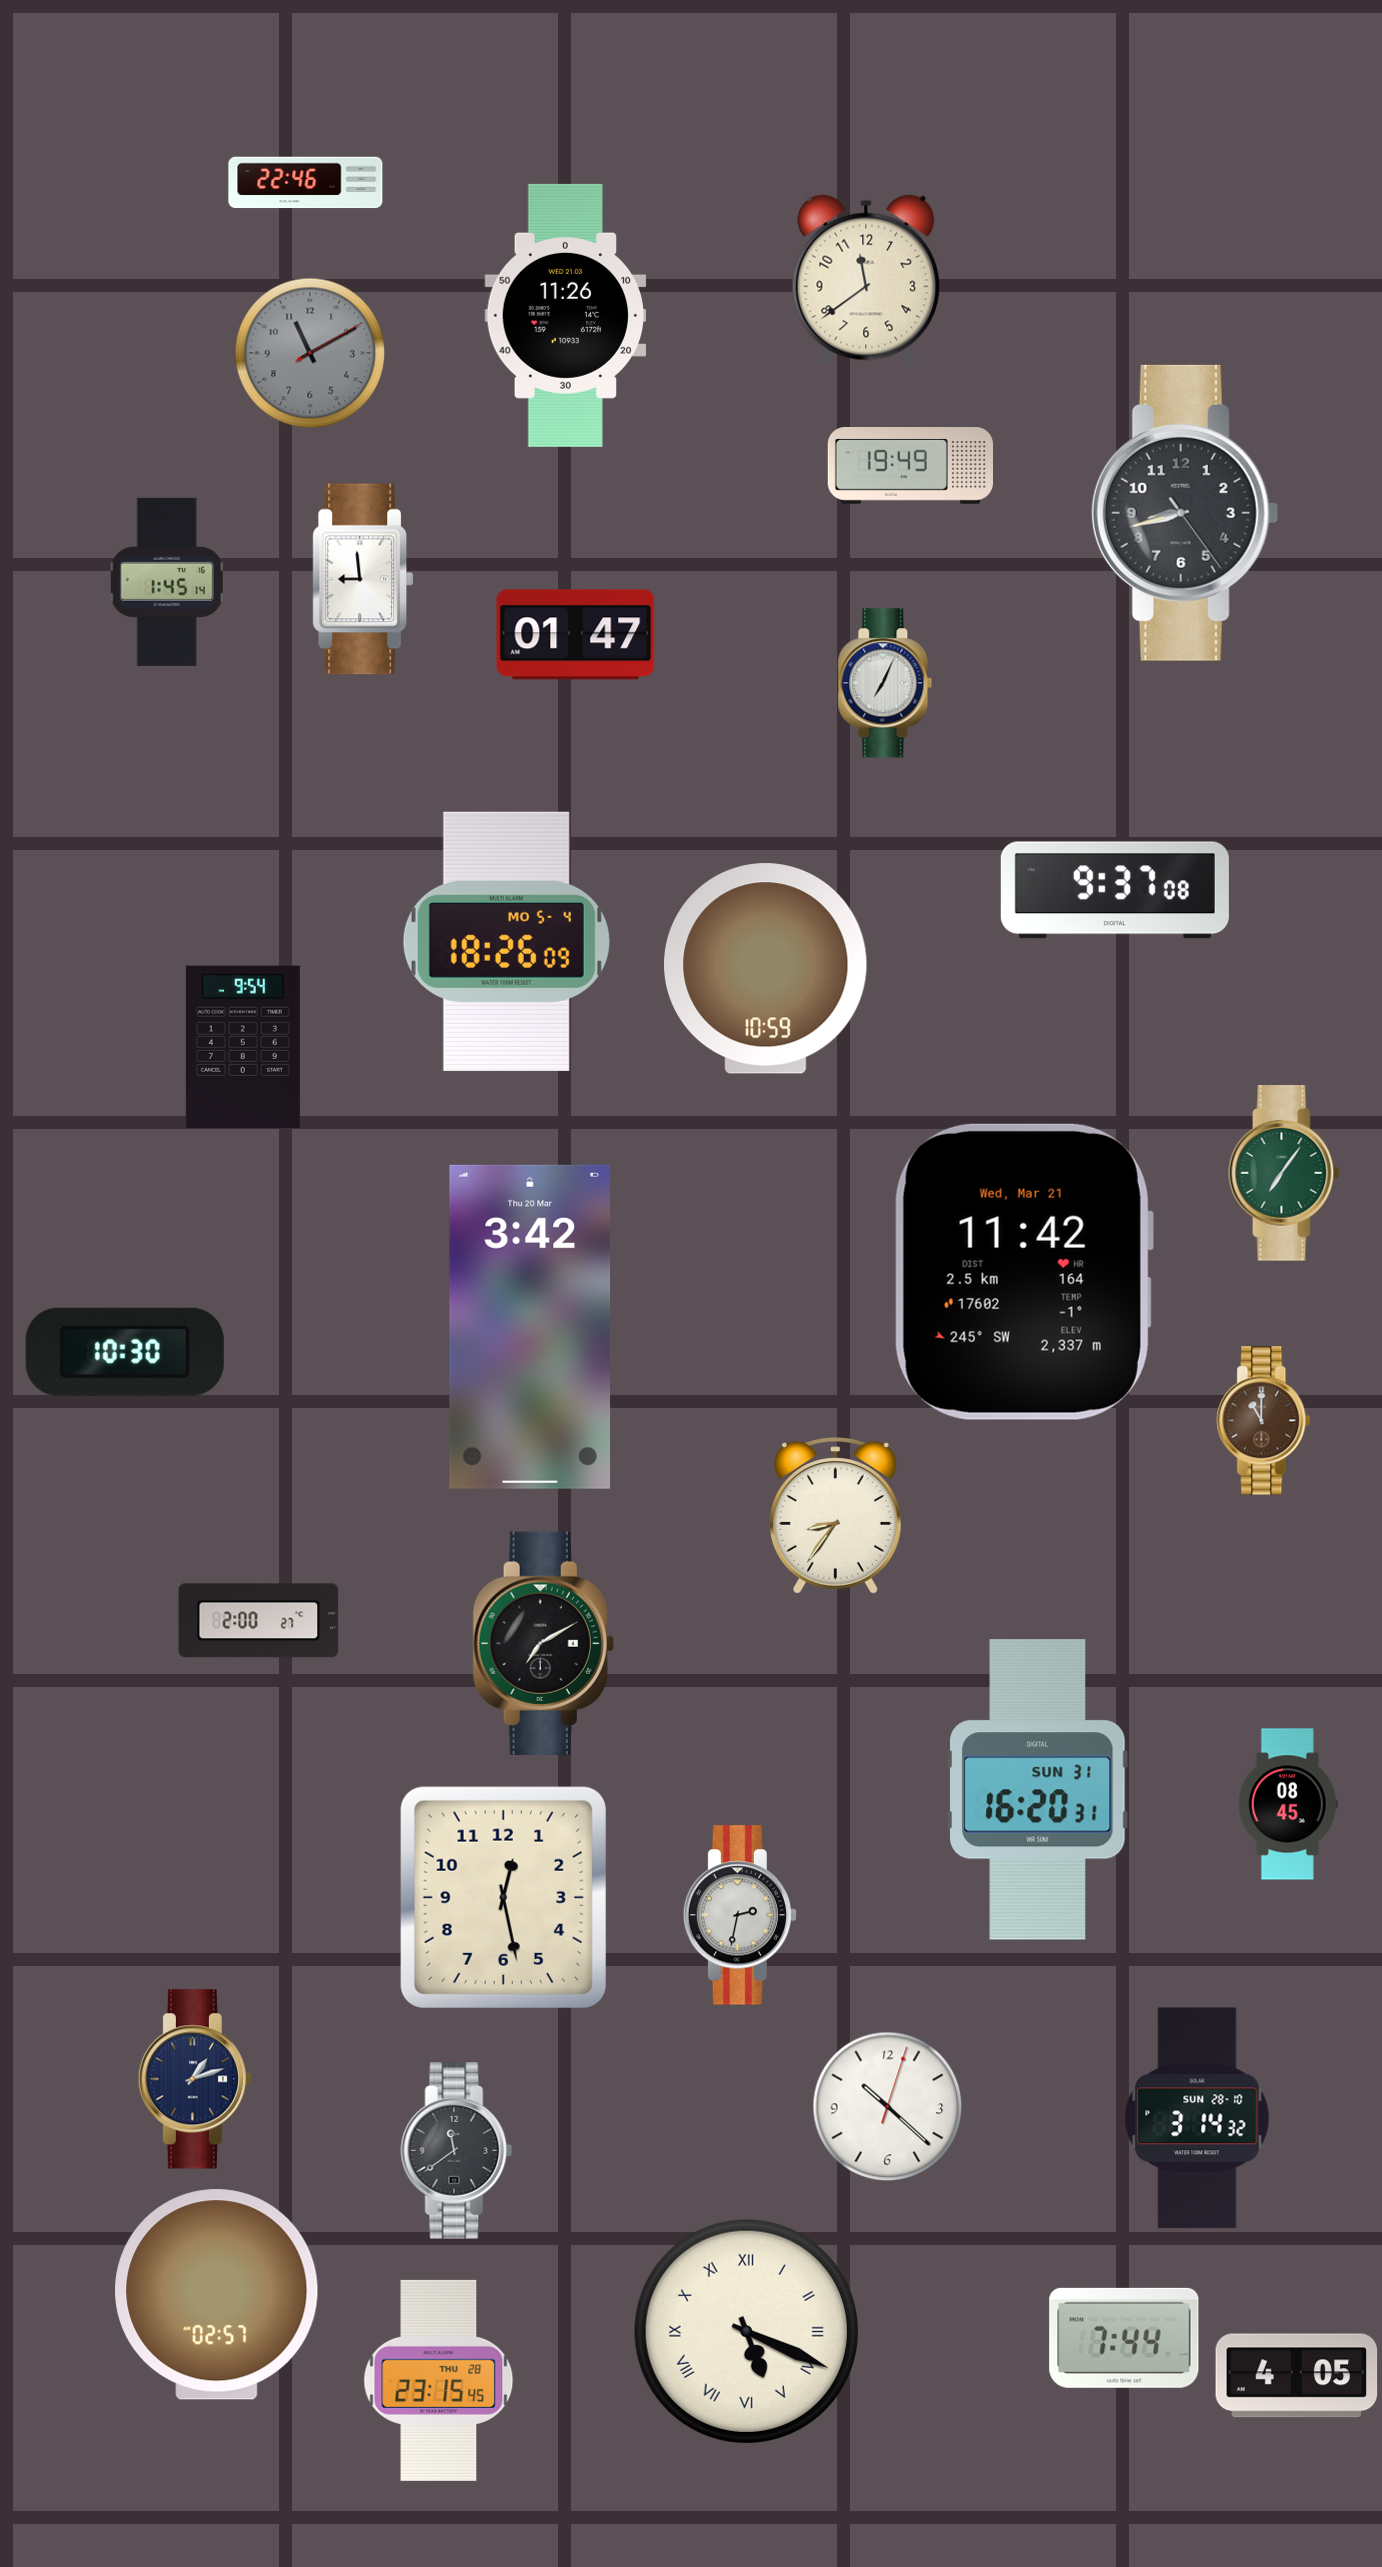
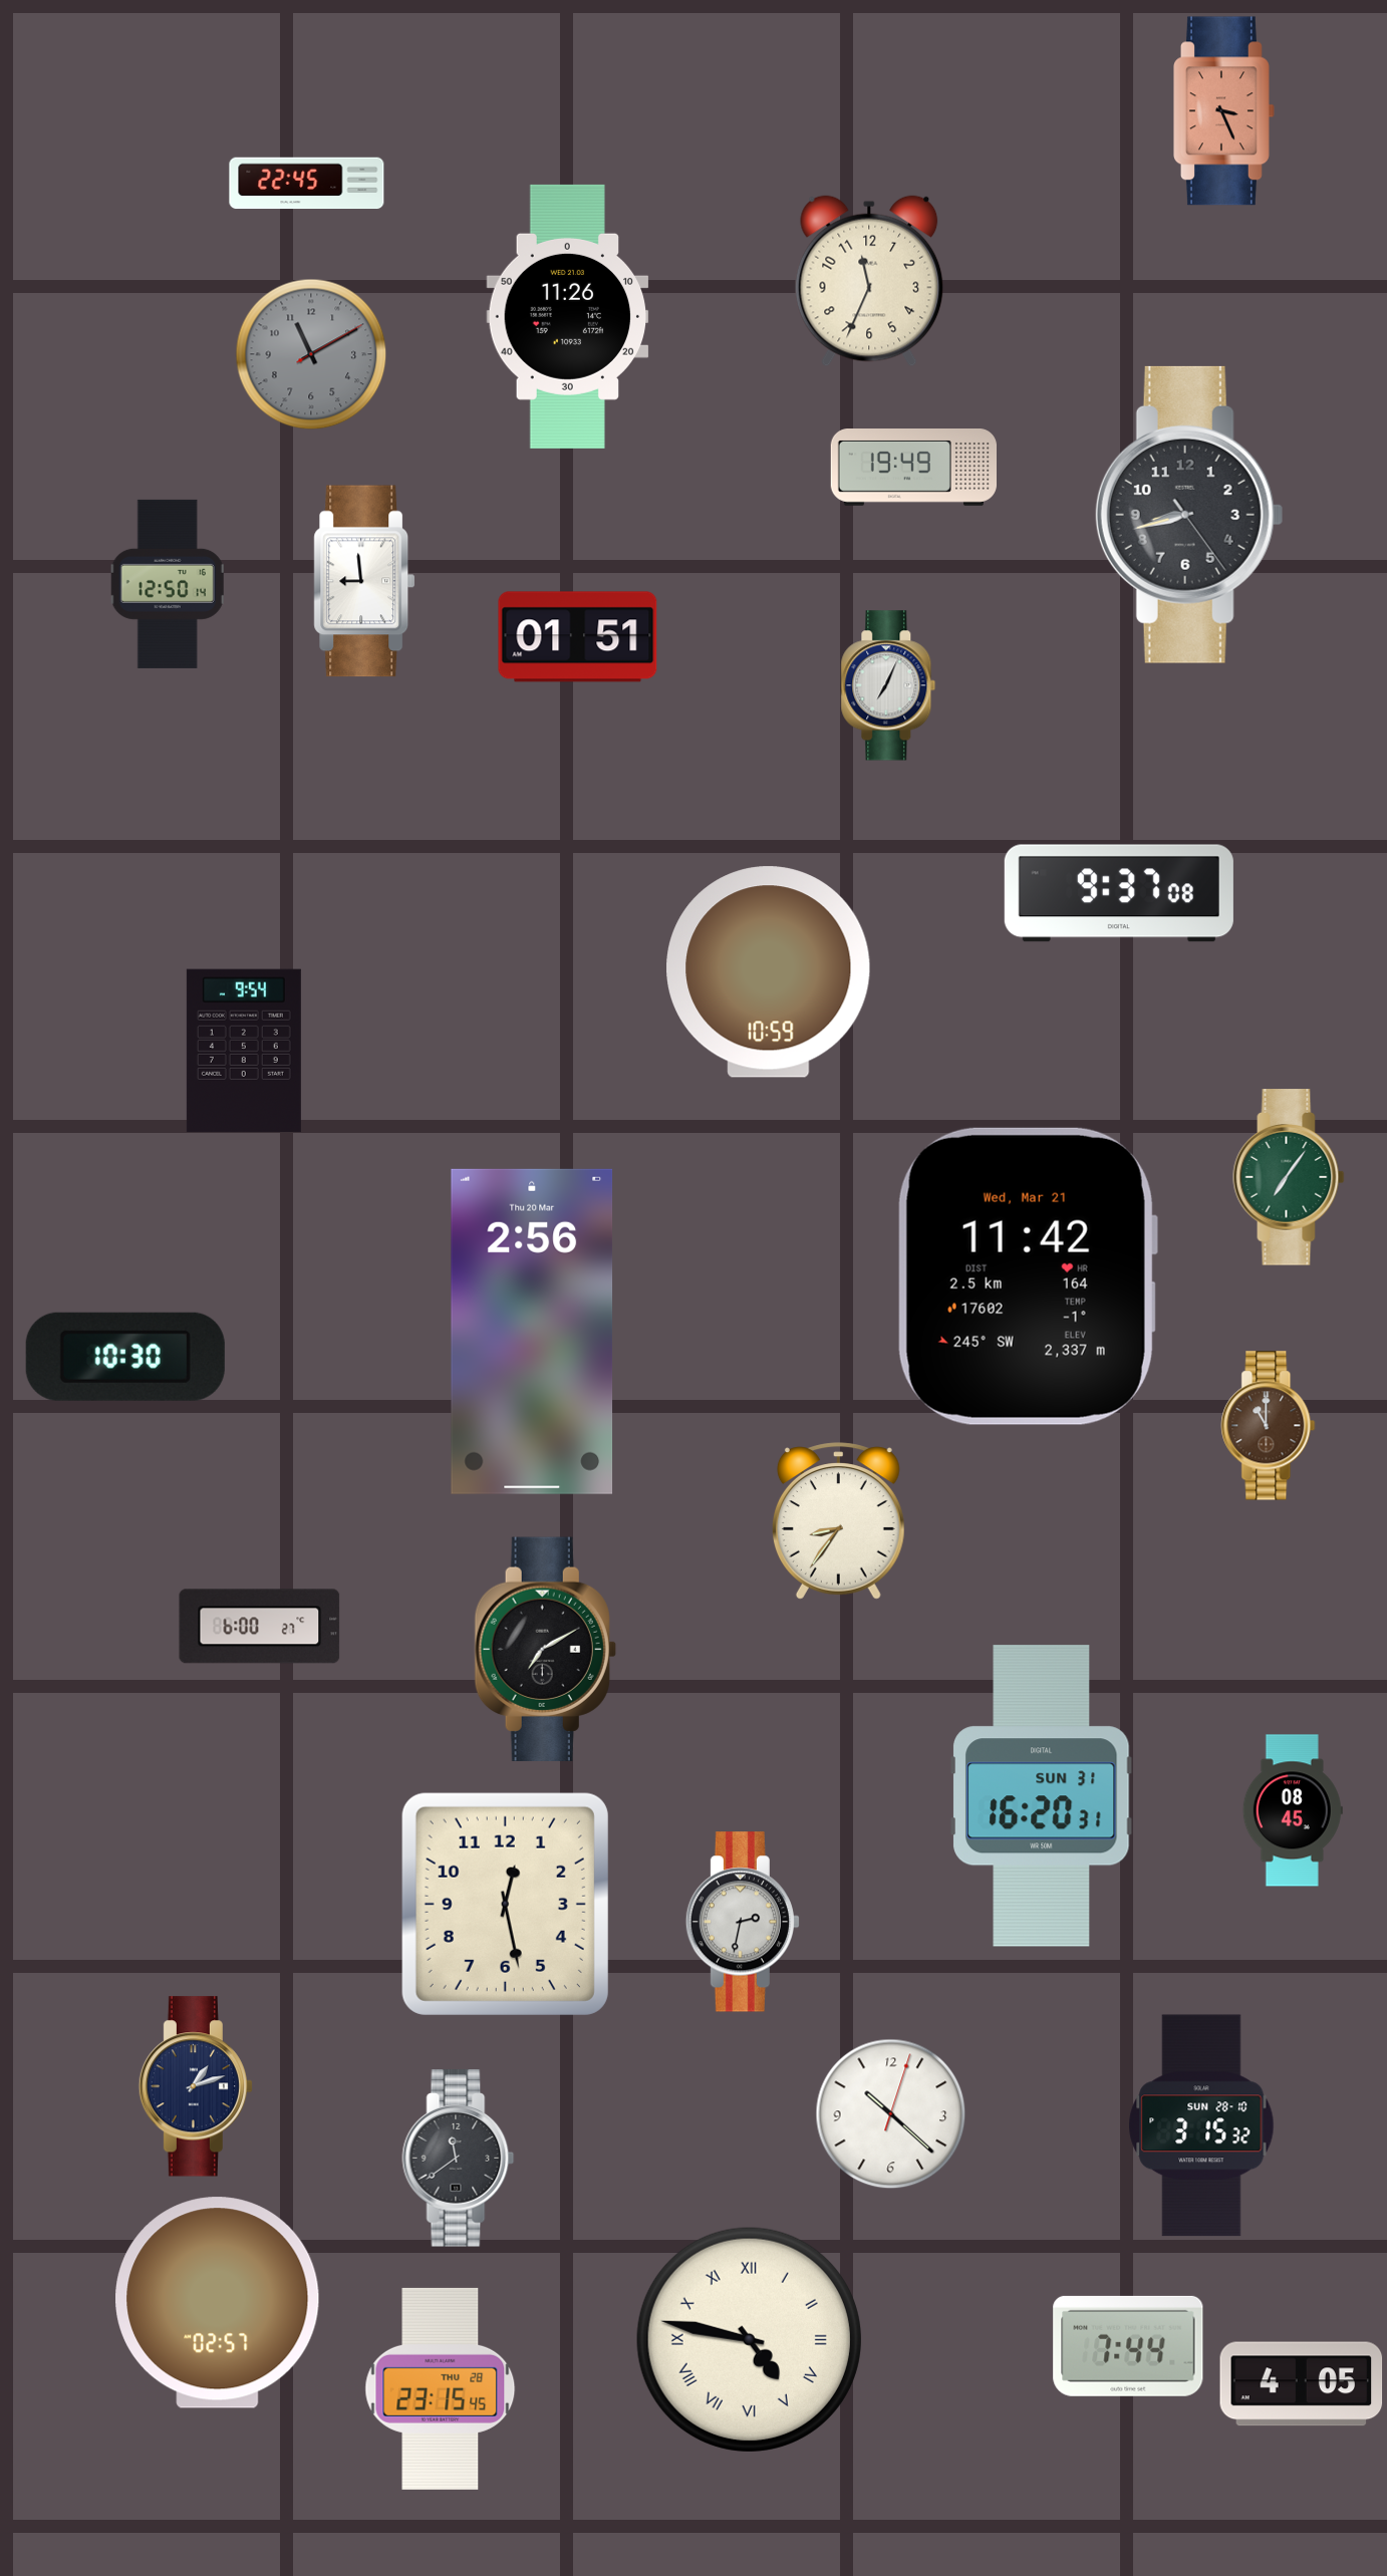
clock at (1224, 111): none -> 3:26
clock at (306, 183): 22:46 -> 22:45
clock at (866, 280): 11:39 -> 11:34
clock at (167, 582): 1:45 -> 12:50
clock at (576, 635): 01:47 -> 01:51
clock at (506, 941): 18:26 -> none
clock at (530, 1327): 3:42 -> 2:56
clock at (259, 1621): 2:00 -> 6:00
clock at (1197, 2118): 3:14 -> 3:15
clock at (746, 2331): 5:19 -> 4:47
